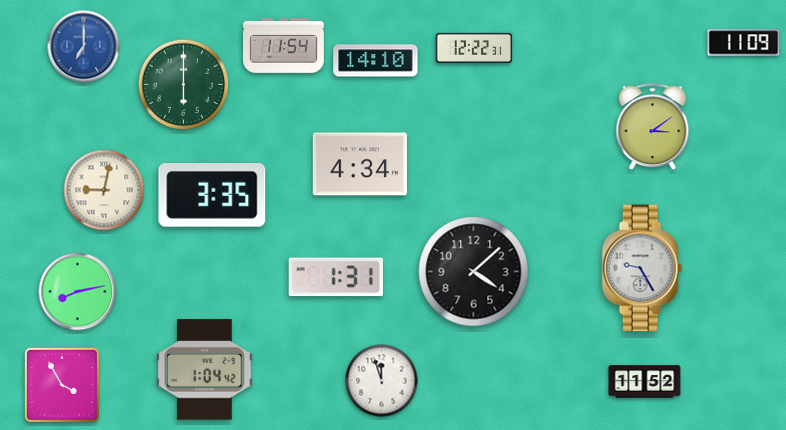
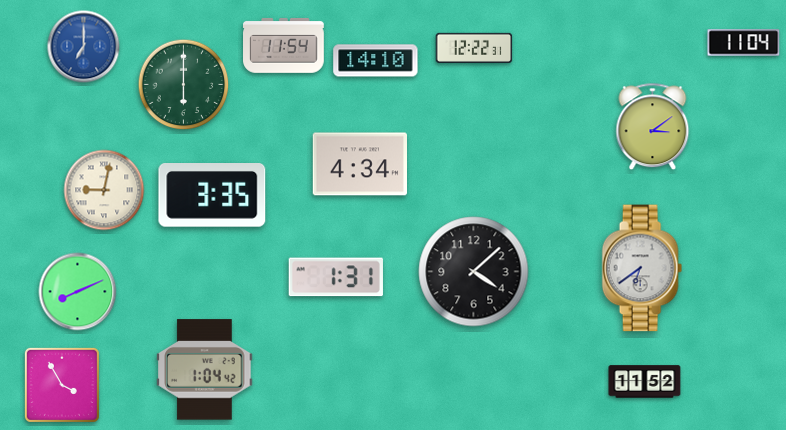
clock at (744, 43): 11:09 -> 11:04
clock at (642, 268): 9:25 -> 6:39
clock at (78, 292): 8:13 -> 8:11
clock at (382, 381): 11:57 -> none
